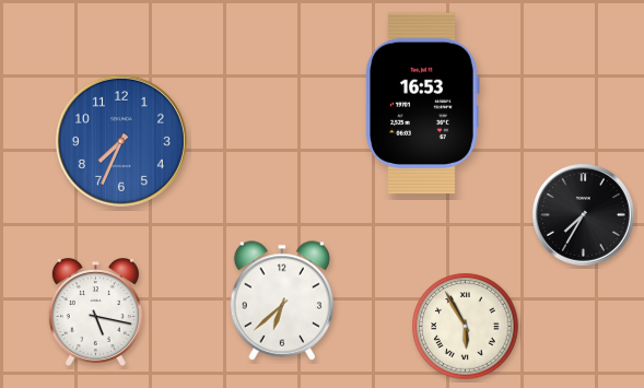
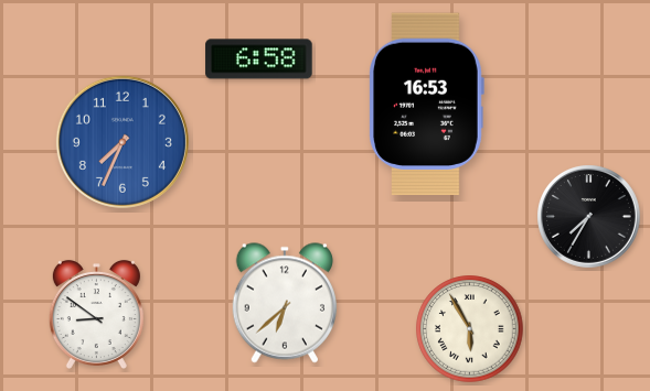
clock at (259, 59): none -> 6:58
clock at (95, 311): 5:17 -> 8:51
